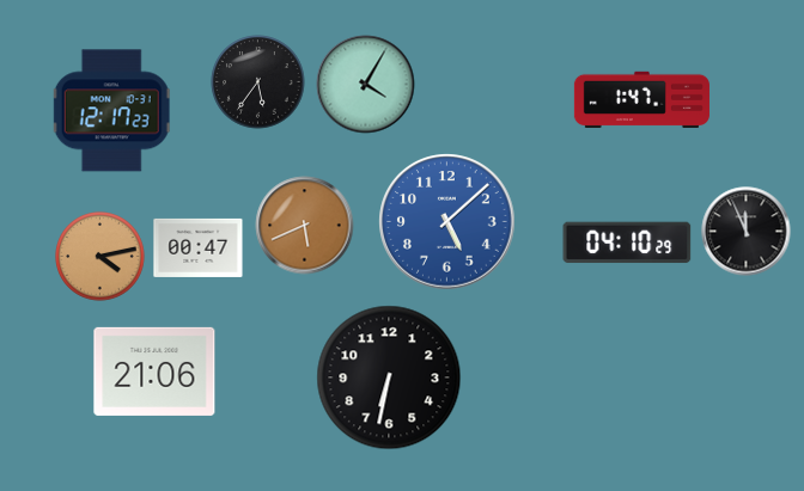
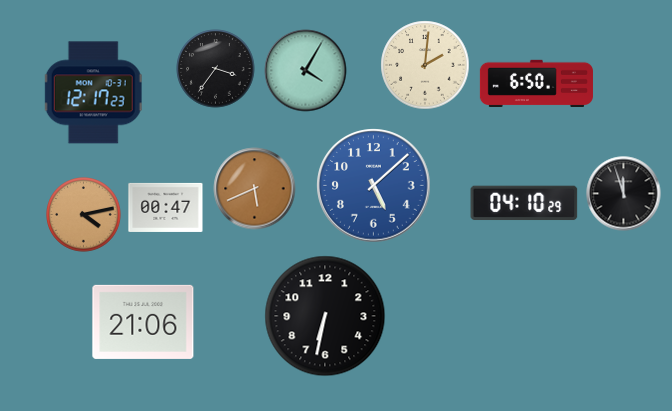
clock at (425, 65): none -> 2:01
clock at (258, 82): 5:36 -> 3:36
clock at (641, 99): 1:47 -> 6:50
clock at (747, 232): 11:56 -> 11:57
clock at (154, 372) position: (154, 372) -> (143, 322)
